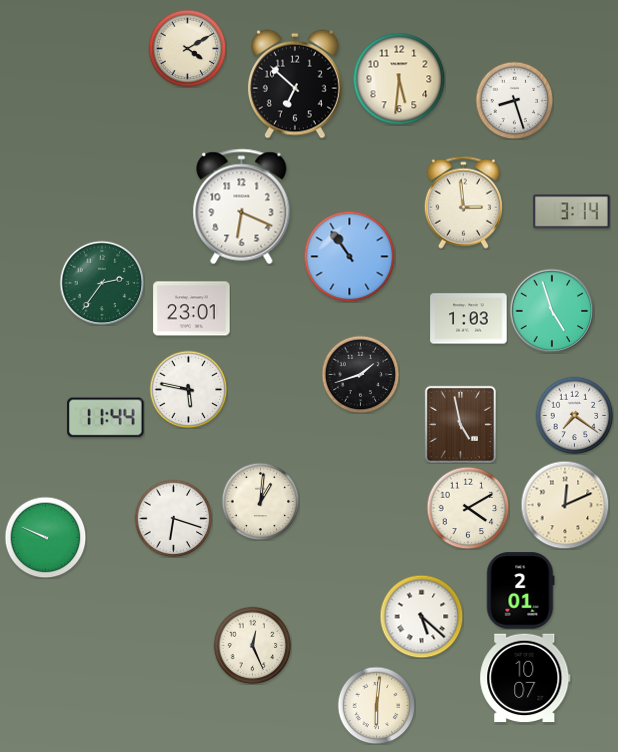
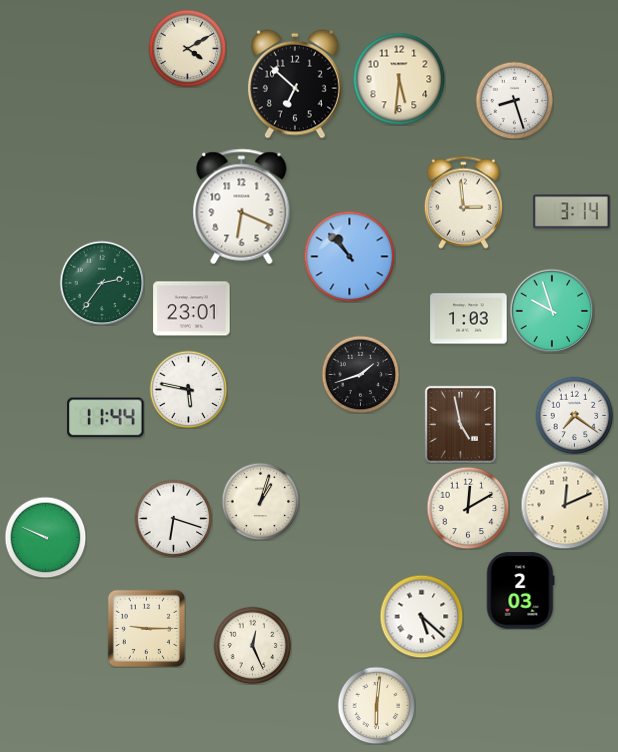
clock at (349, 256): 10:54 -> 10:53
clock at (552, 311): 4:57 -> 9:57
clock at (260, 501): 1:01 -> 1:03
clock at (468, 508): 4:10 -> 12:10
clock at (520, 591): 2:01 -> 2:03
clock at (146, 628): none -> 9:15
clock at (525, 678): 10:07 -> none
